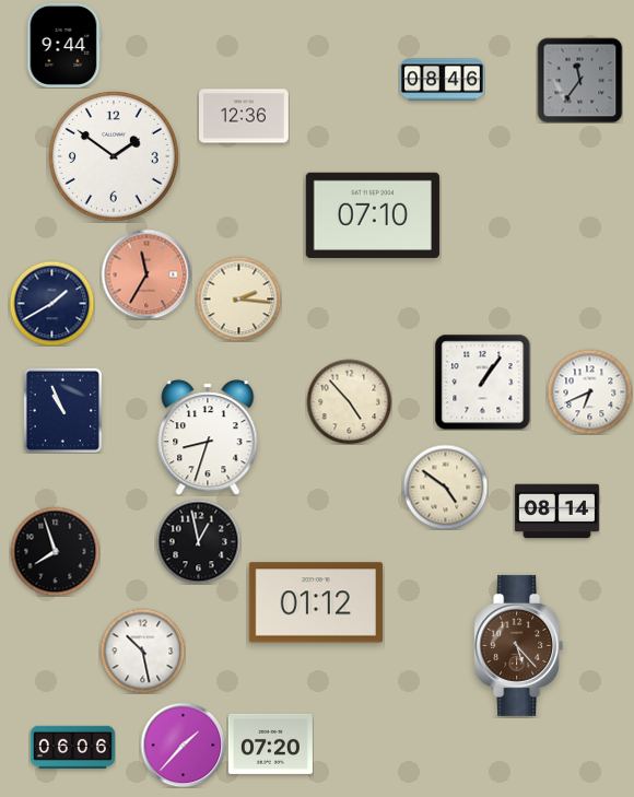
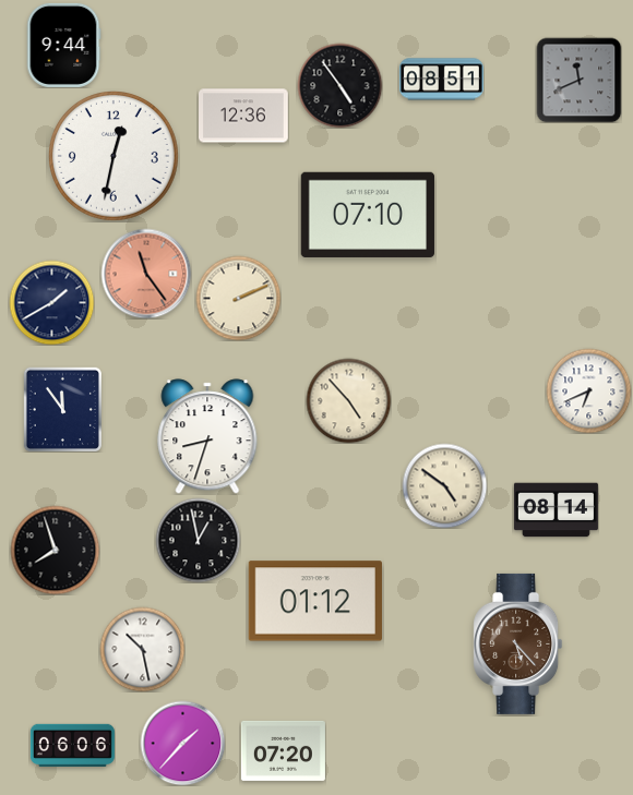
clock at (442, 80): 08:46 -> 08:51
clock at (579, 80): 11:36 -> 11:41
clock at (339, 85): none -> 4:54
clock at (115, 157): 1:51 -> 12:32
clock at (373, 215) position: (373, 215) -> (368, 215)
clock at (146, 274): 11:35 -> 11:24
clock at (238, 298): 2:16 -> 2:11
clock at (482, 382): 1:06 -> none
clock at (62, 410): 10:56 -> 11:54
clock at (270, 743) position: (270, 743) -> (283, 750)
